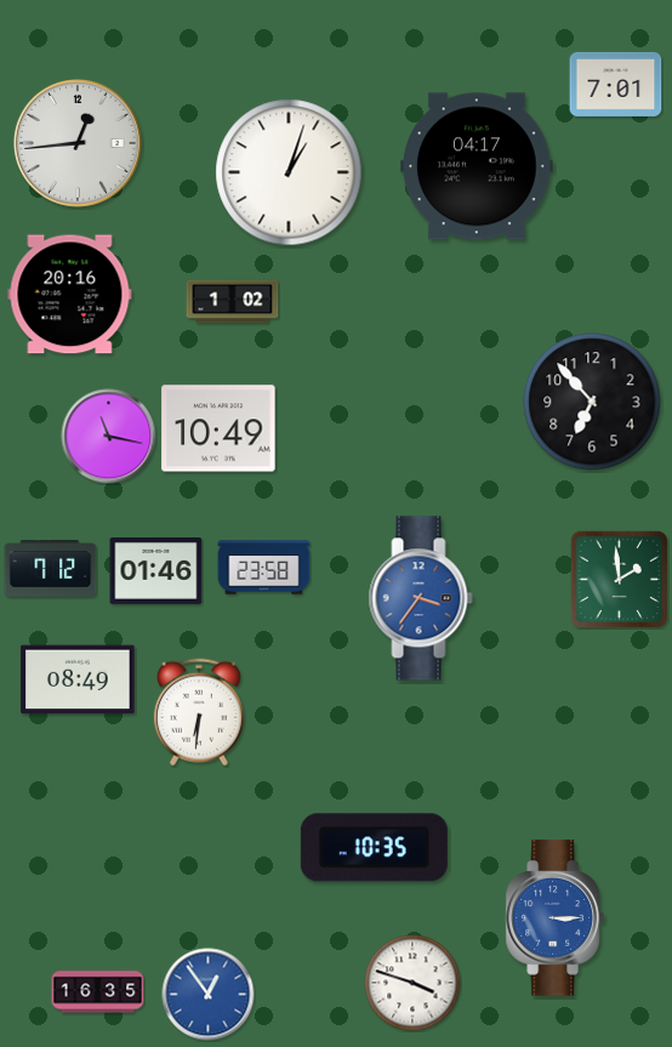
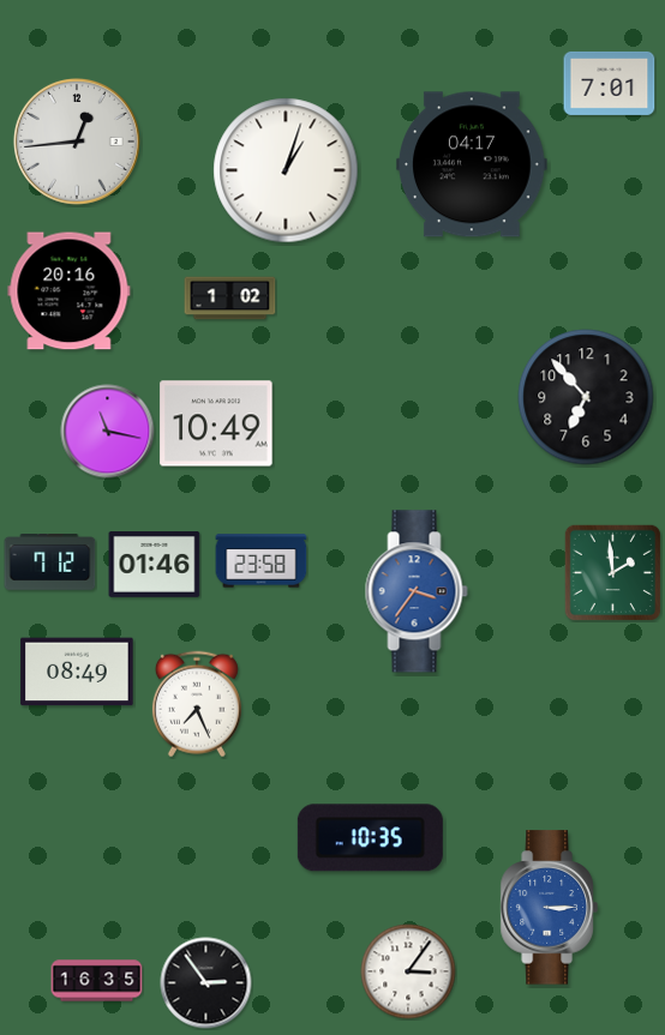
clock at (199, 712): 6:31 -> 7:26
clock at (412, 983): 3:48 -> 3:06
clock at (209, 995): 12:54 -> 2:54
clock at (209, 995) dial: blue -> black
